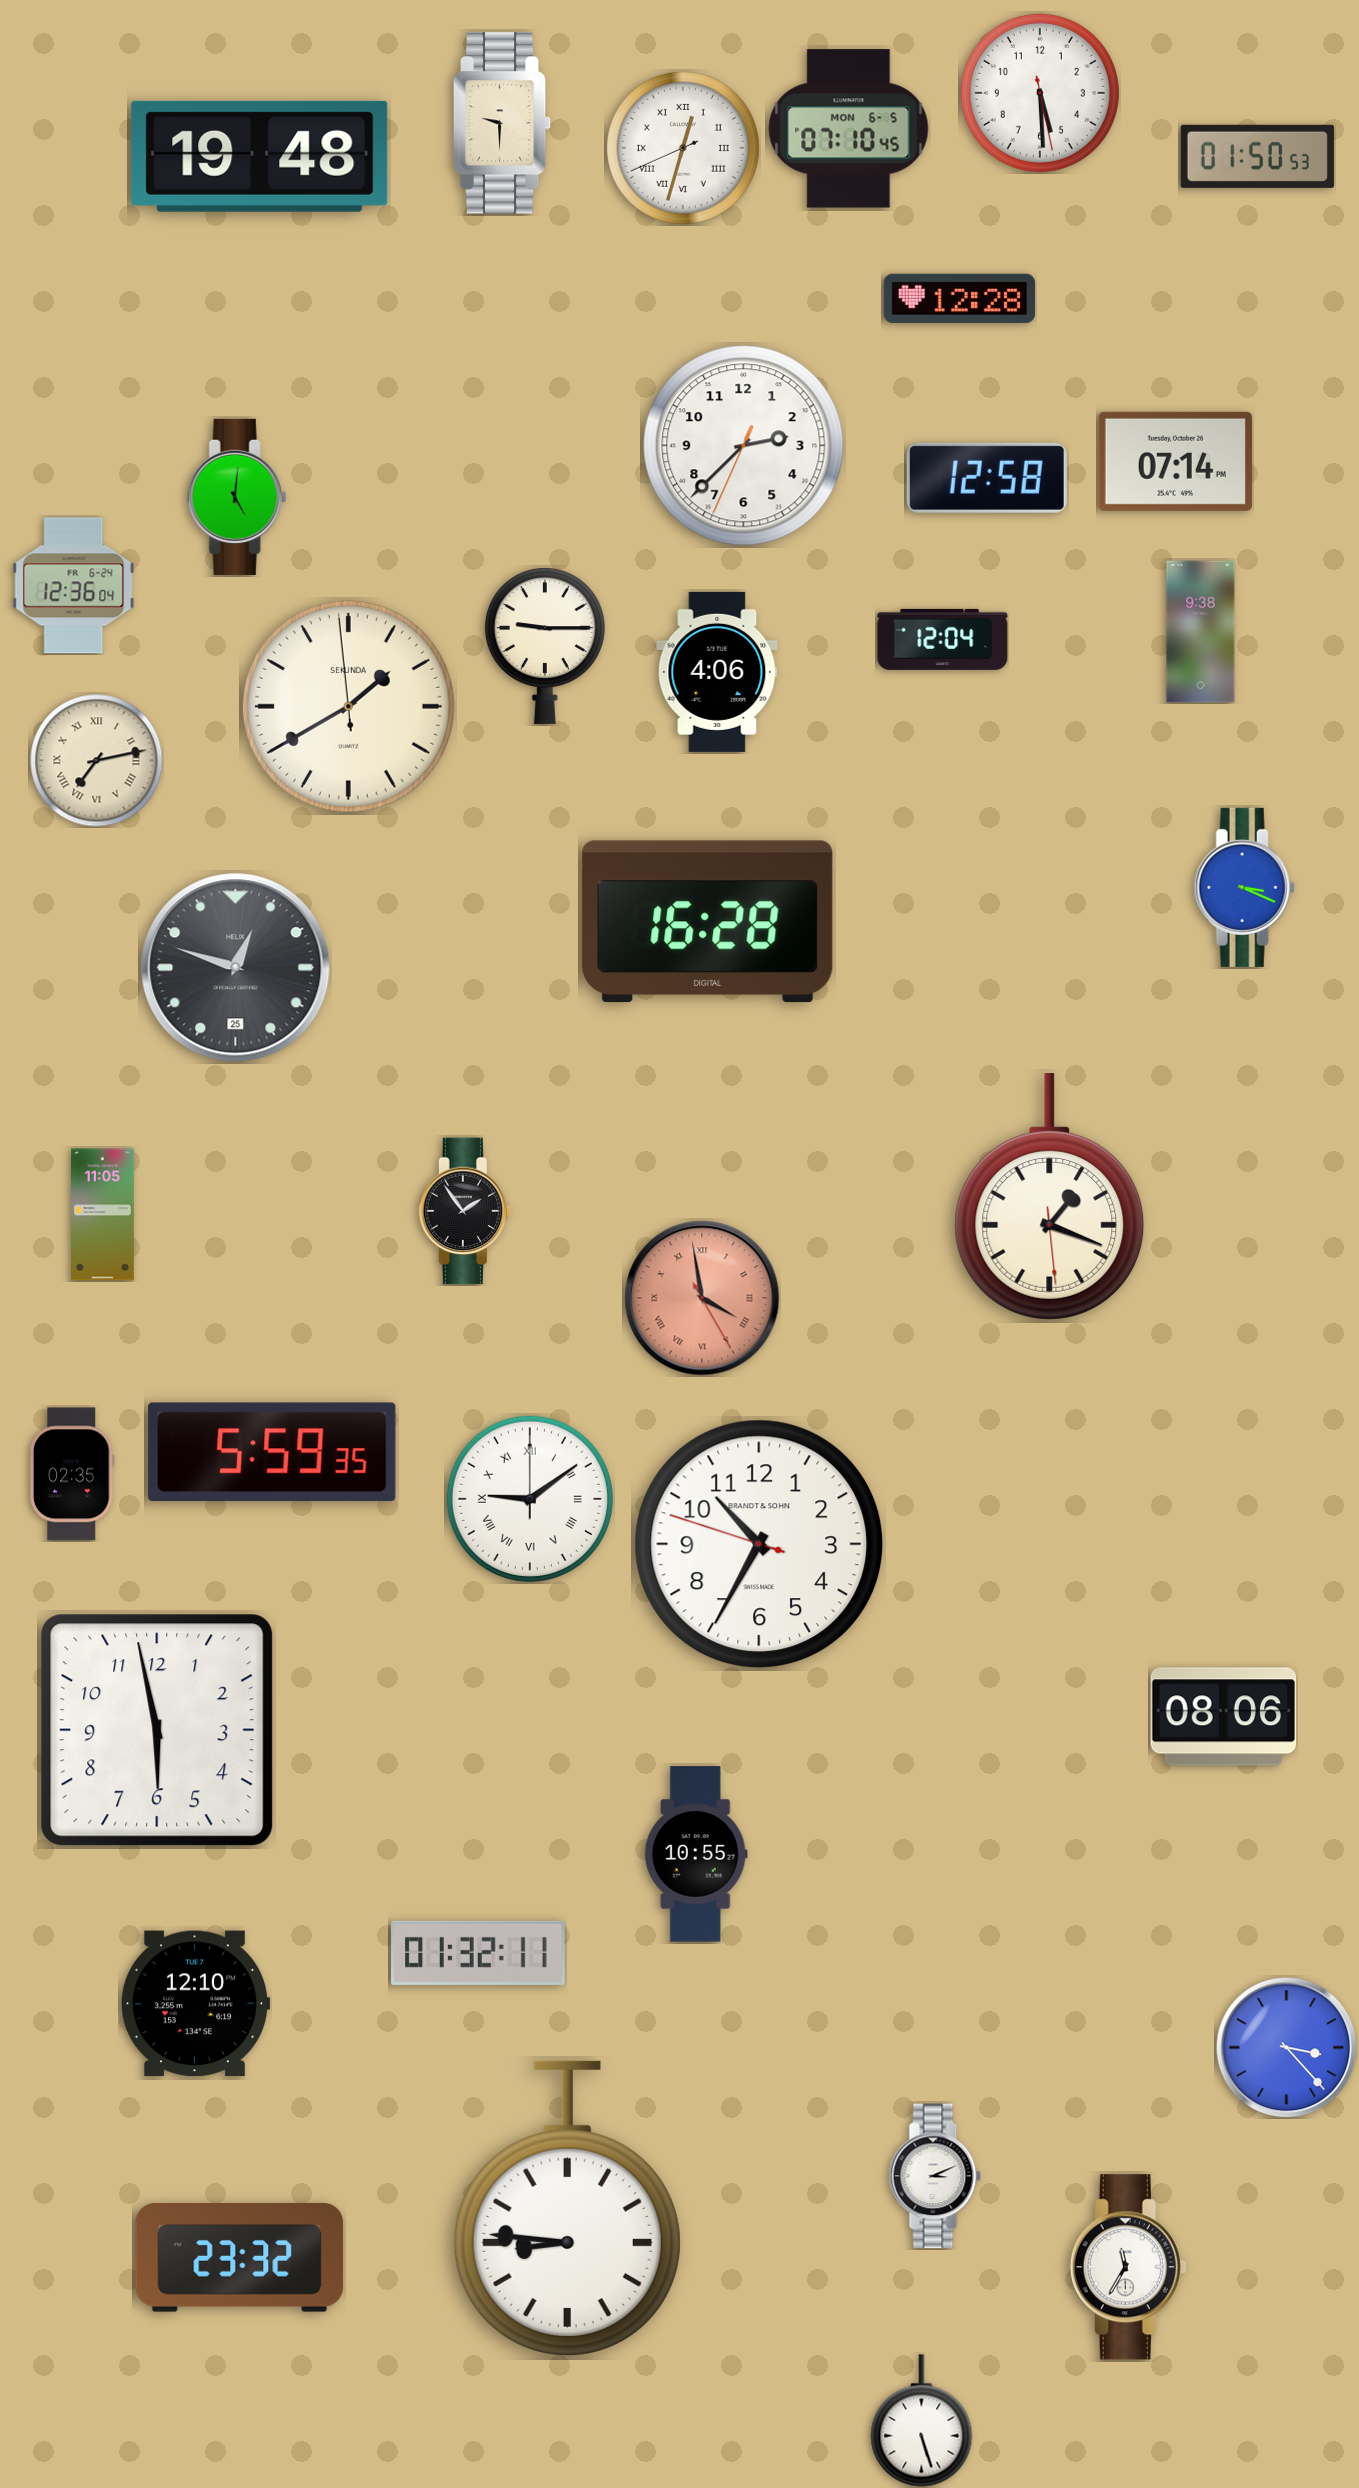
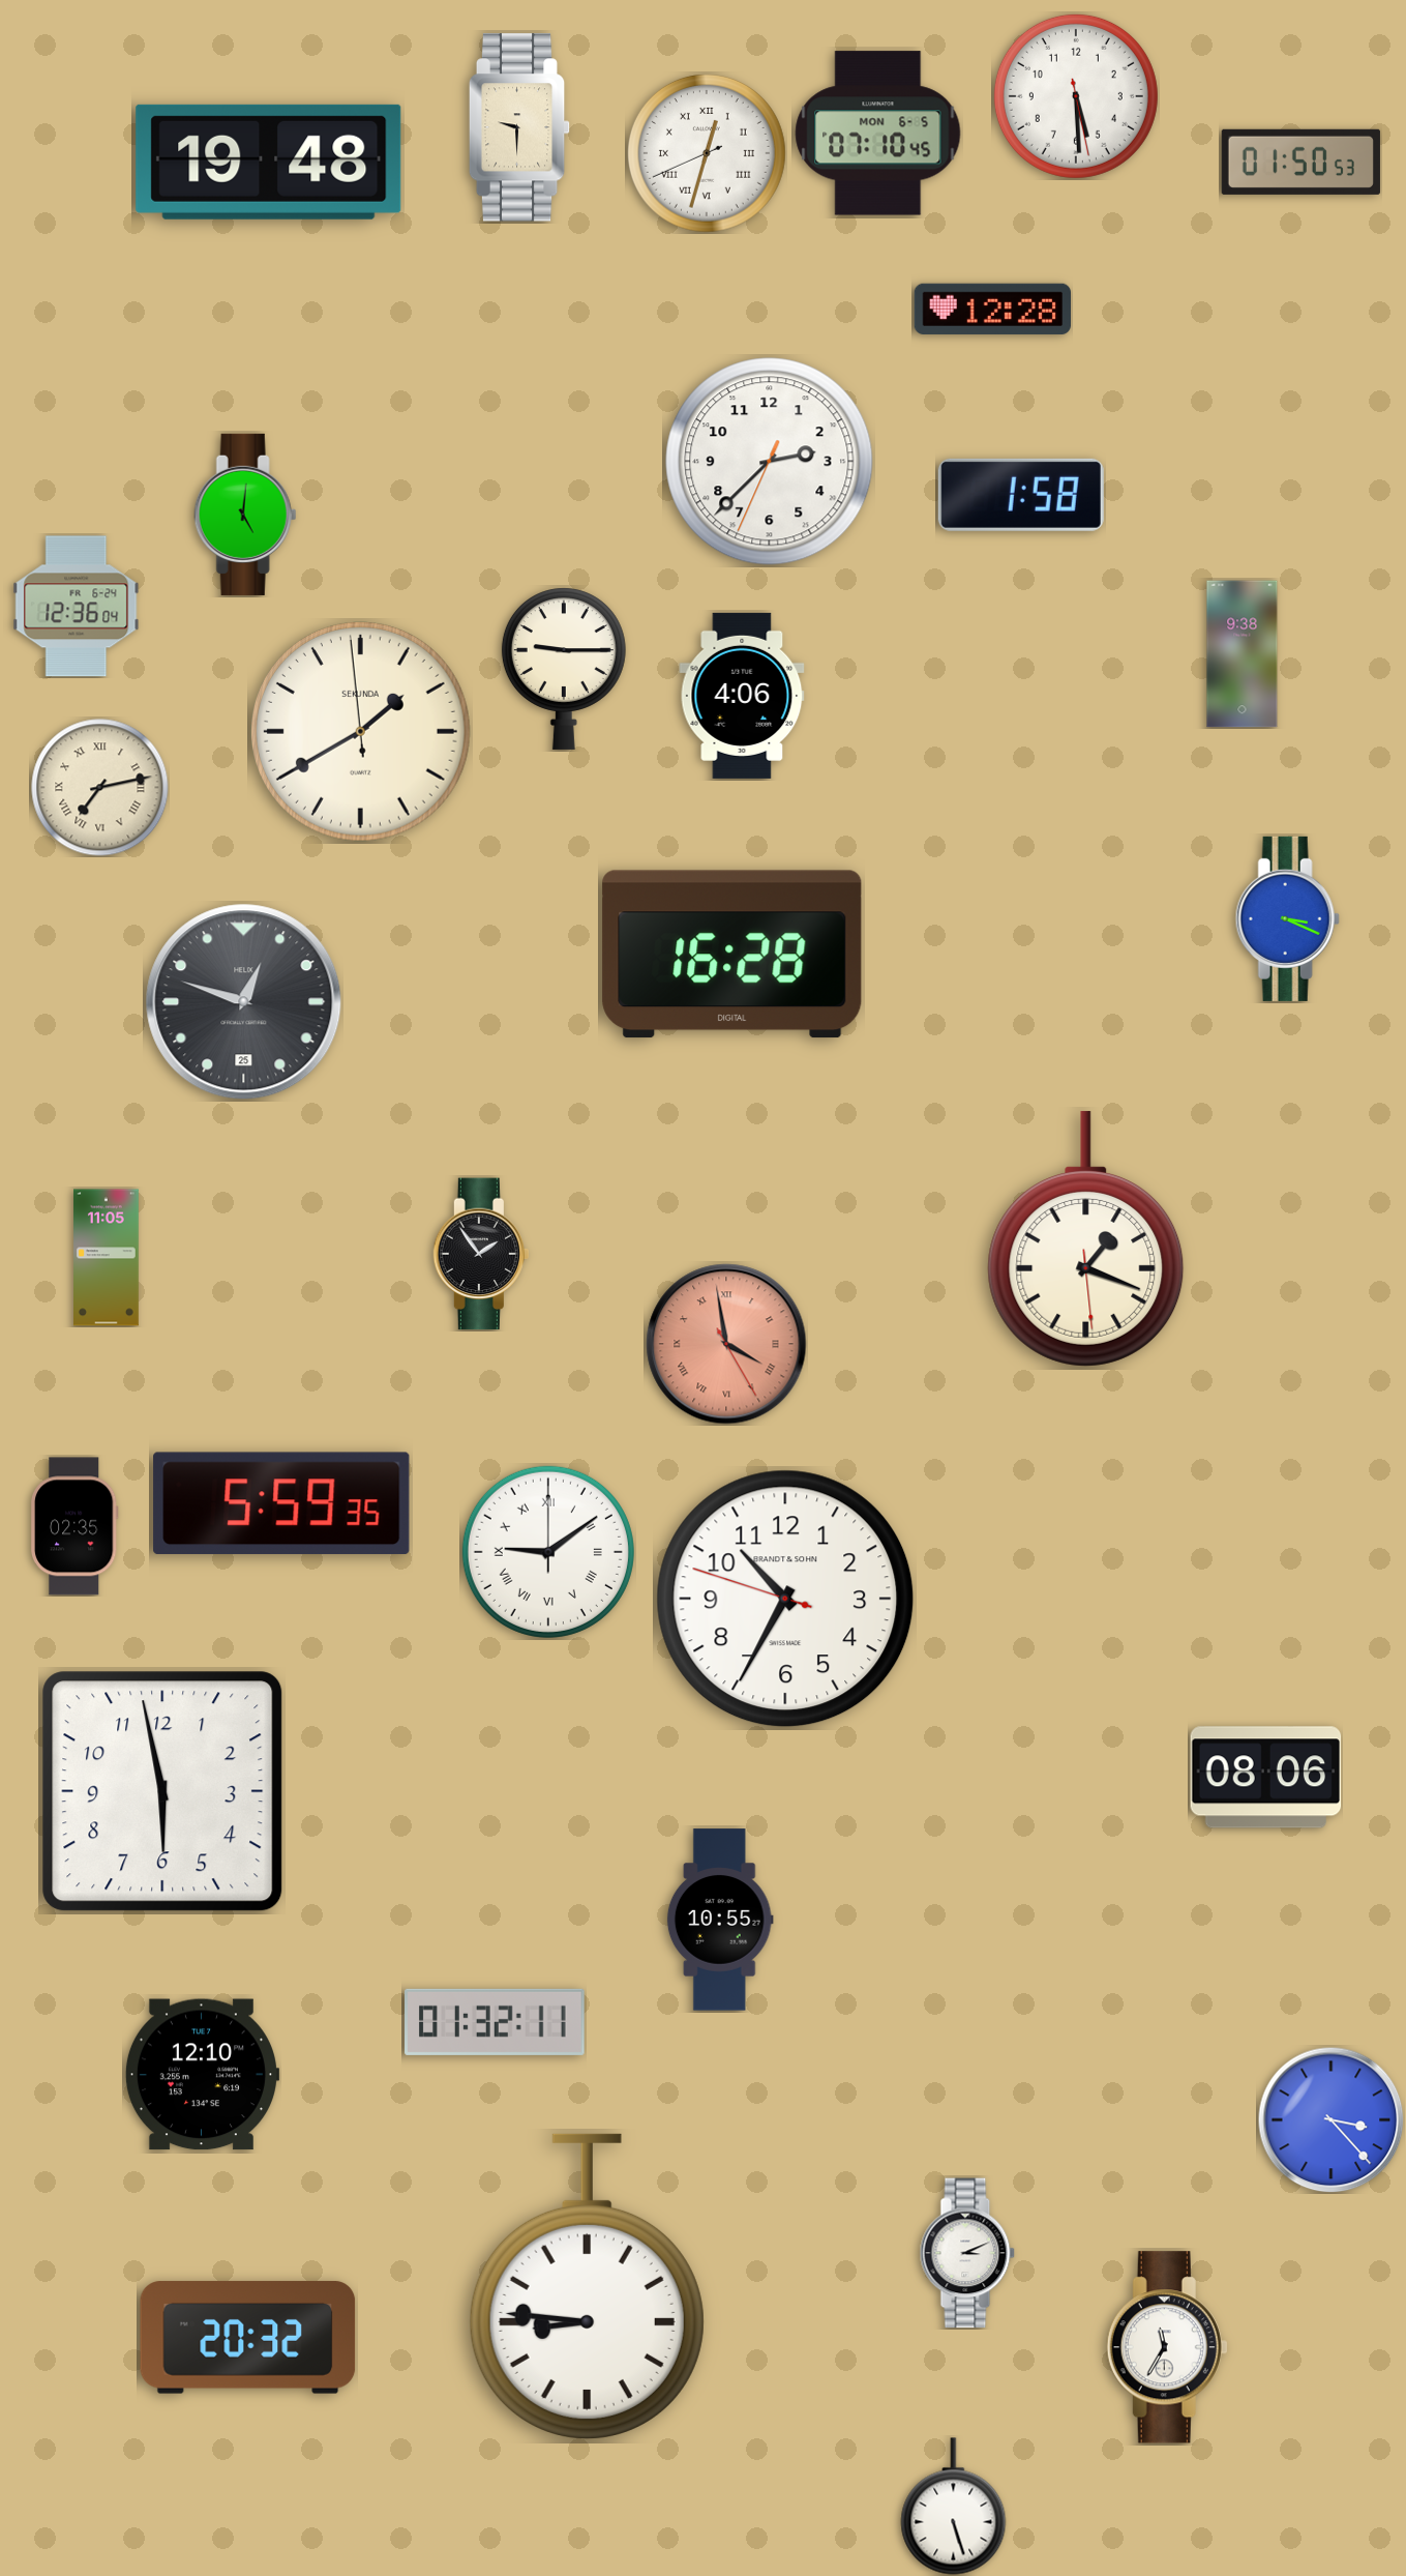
clock at (1175, 461): 07:14 -> none
clock at (987, 478): 12:58 -> 1:58
clock at (943, 639): 12:04 -> none
clock at (240, 2258): 23:32 -> 20:32
